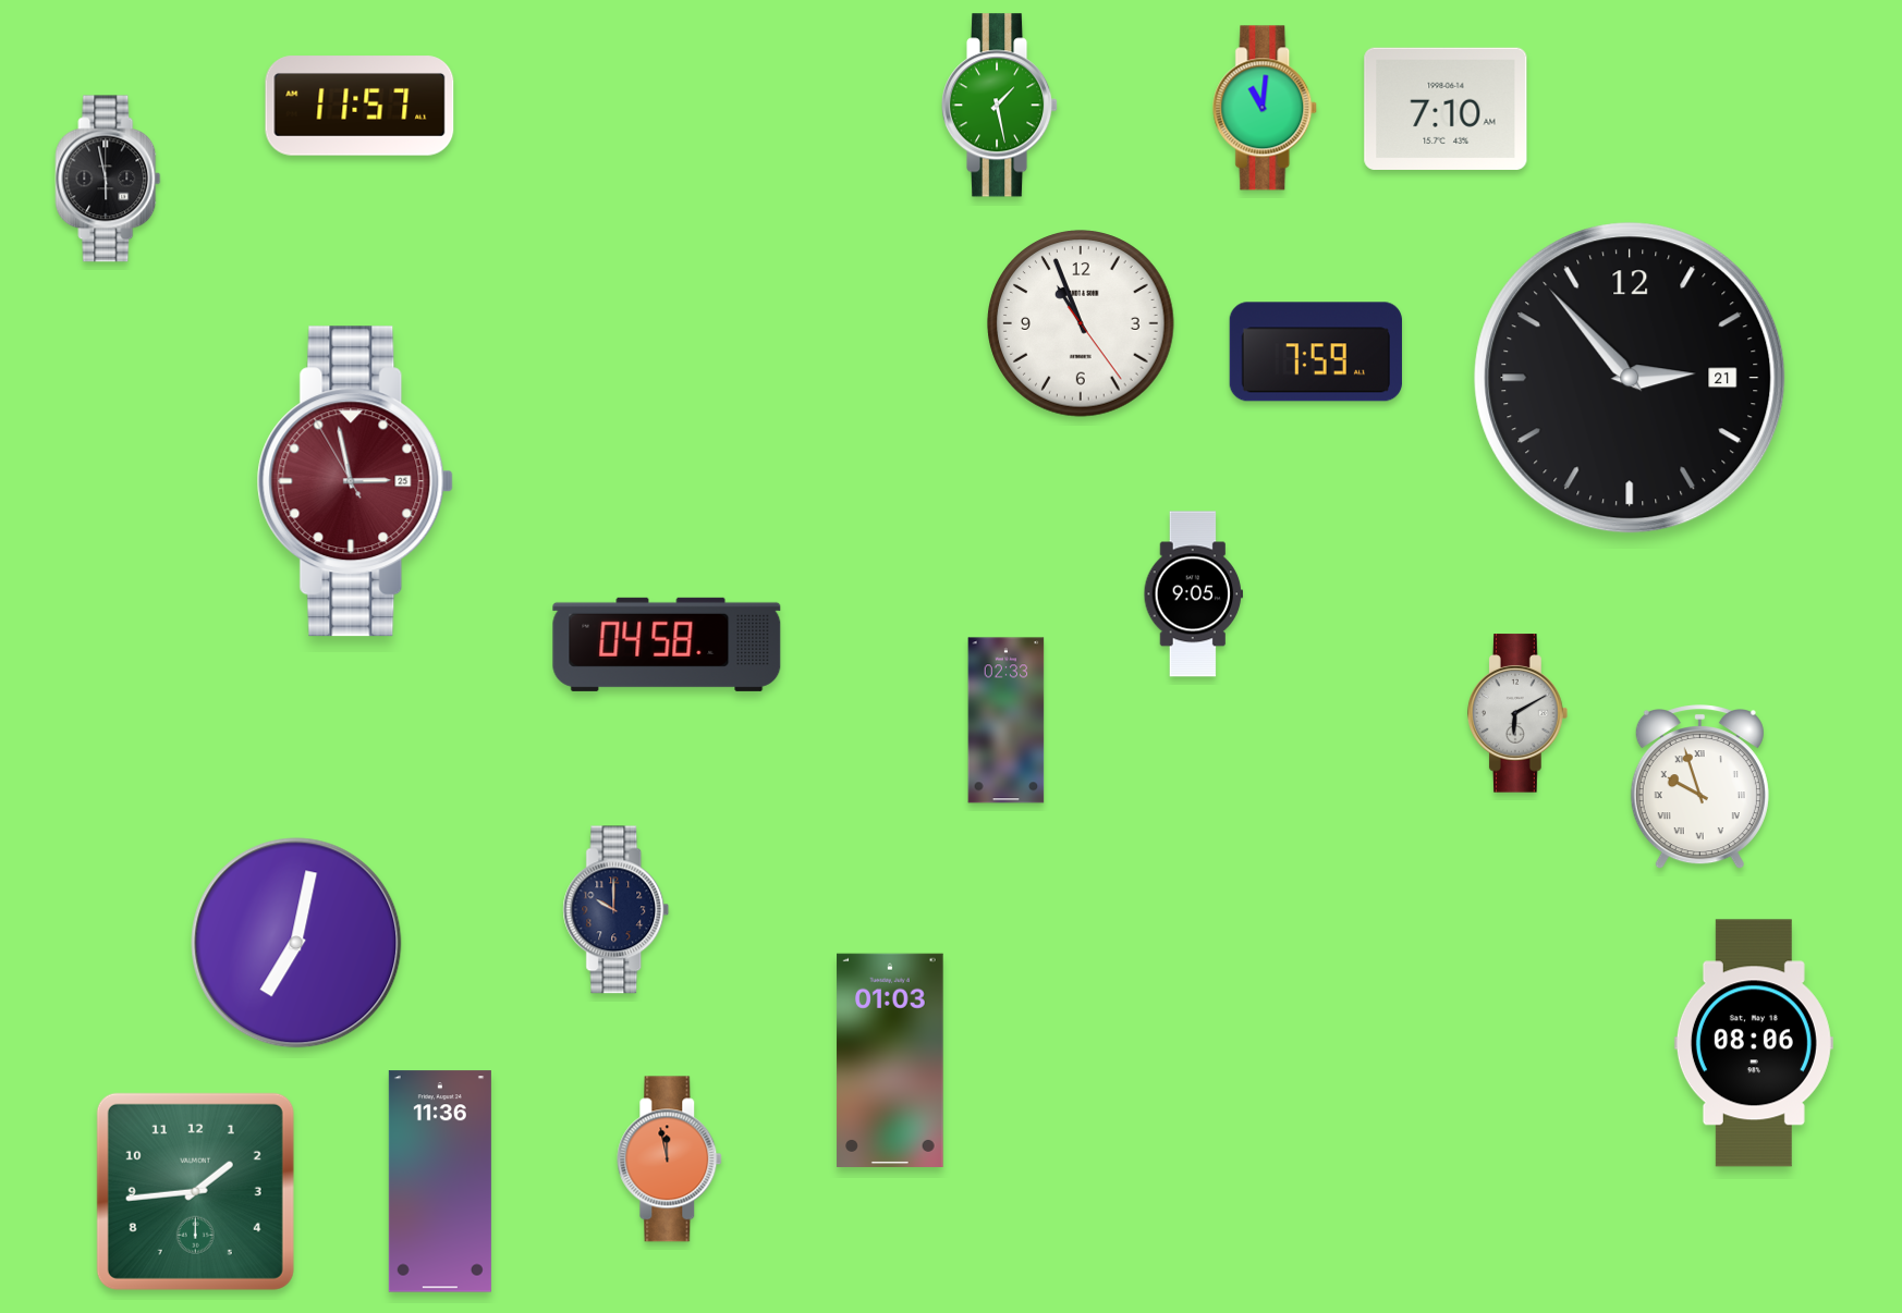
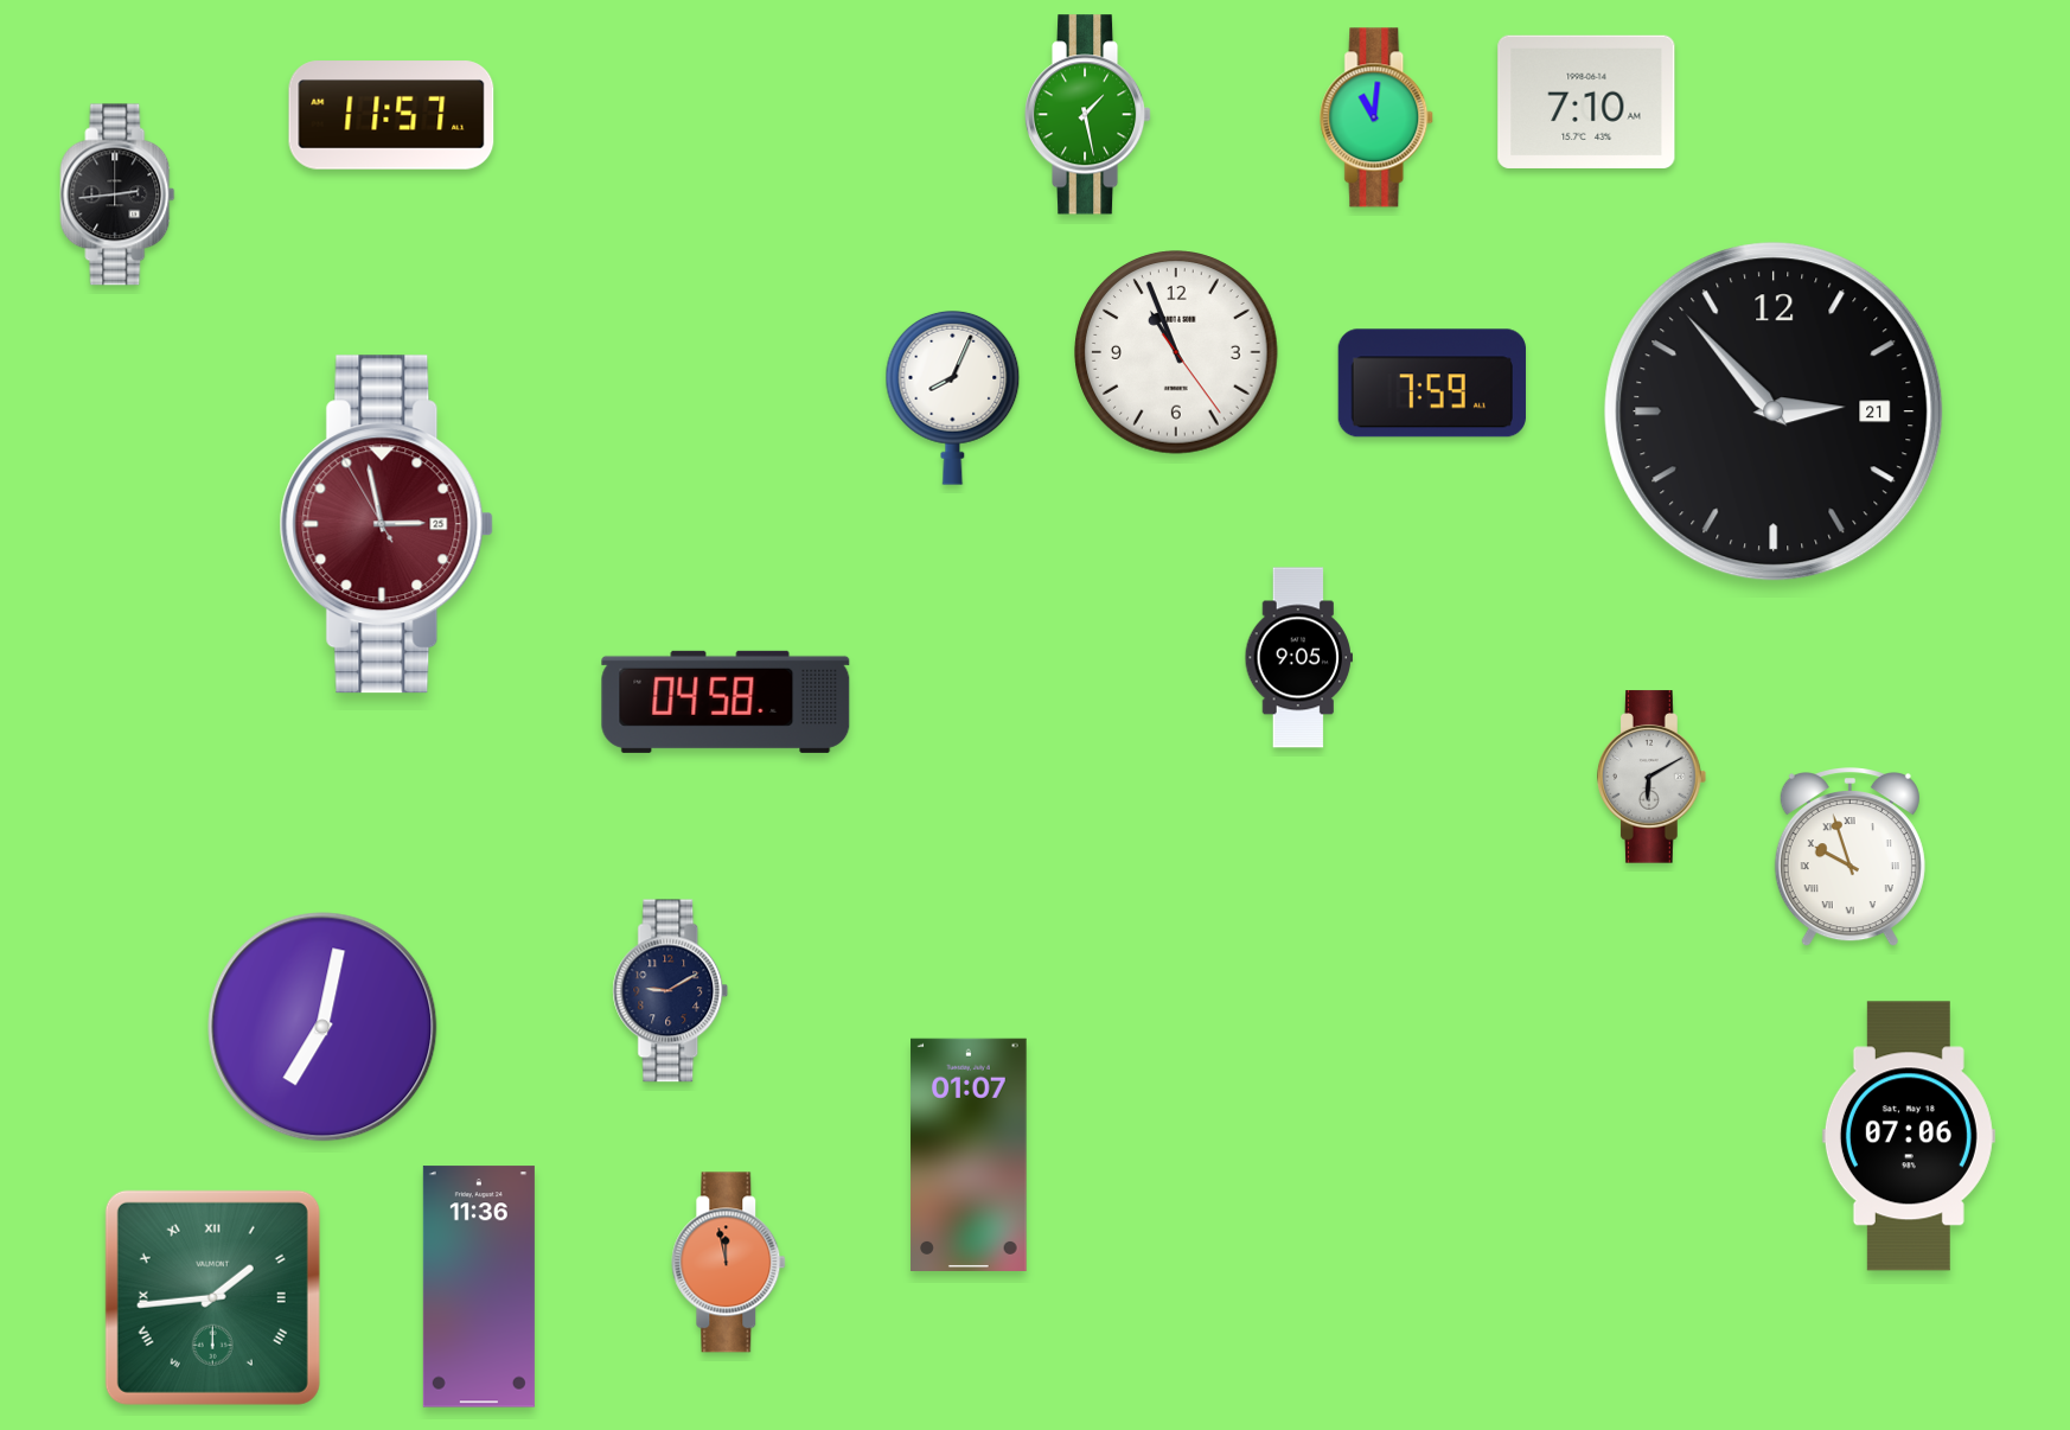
clock at (1446, 109) position: (1446, 109) -> (1586, 102)
clock at (108, 179): 5:58 -> 2:44
clock at (953, 397): none -> 8:04
clock at (1194, 594) position: (1194, 594) -> (1299, 658)
clock at (1007, 721): 02:33 -> none
clock at (617, 910): 10:00 -> 9:10
clock at (1754, 1043): 08:06 -> 07:06
clock at (890, 1060): 01:03 -> 01:07
clock at (195, 1191) numerals: Arabic -> Roman
